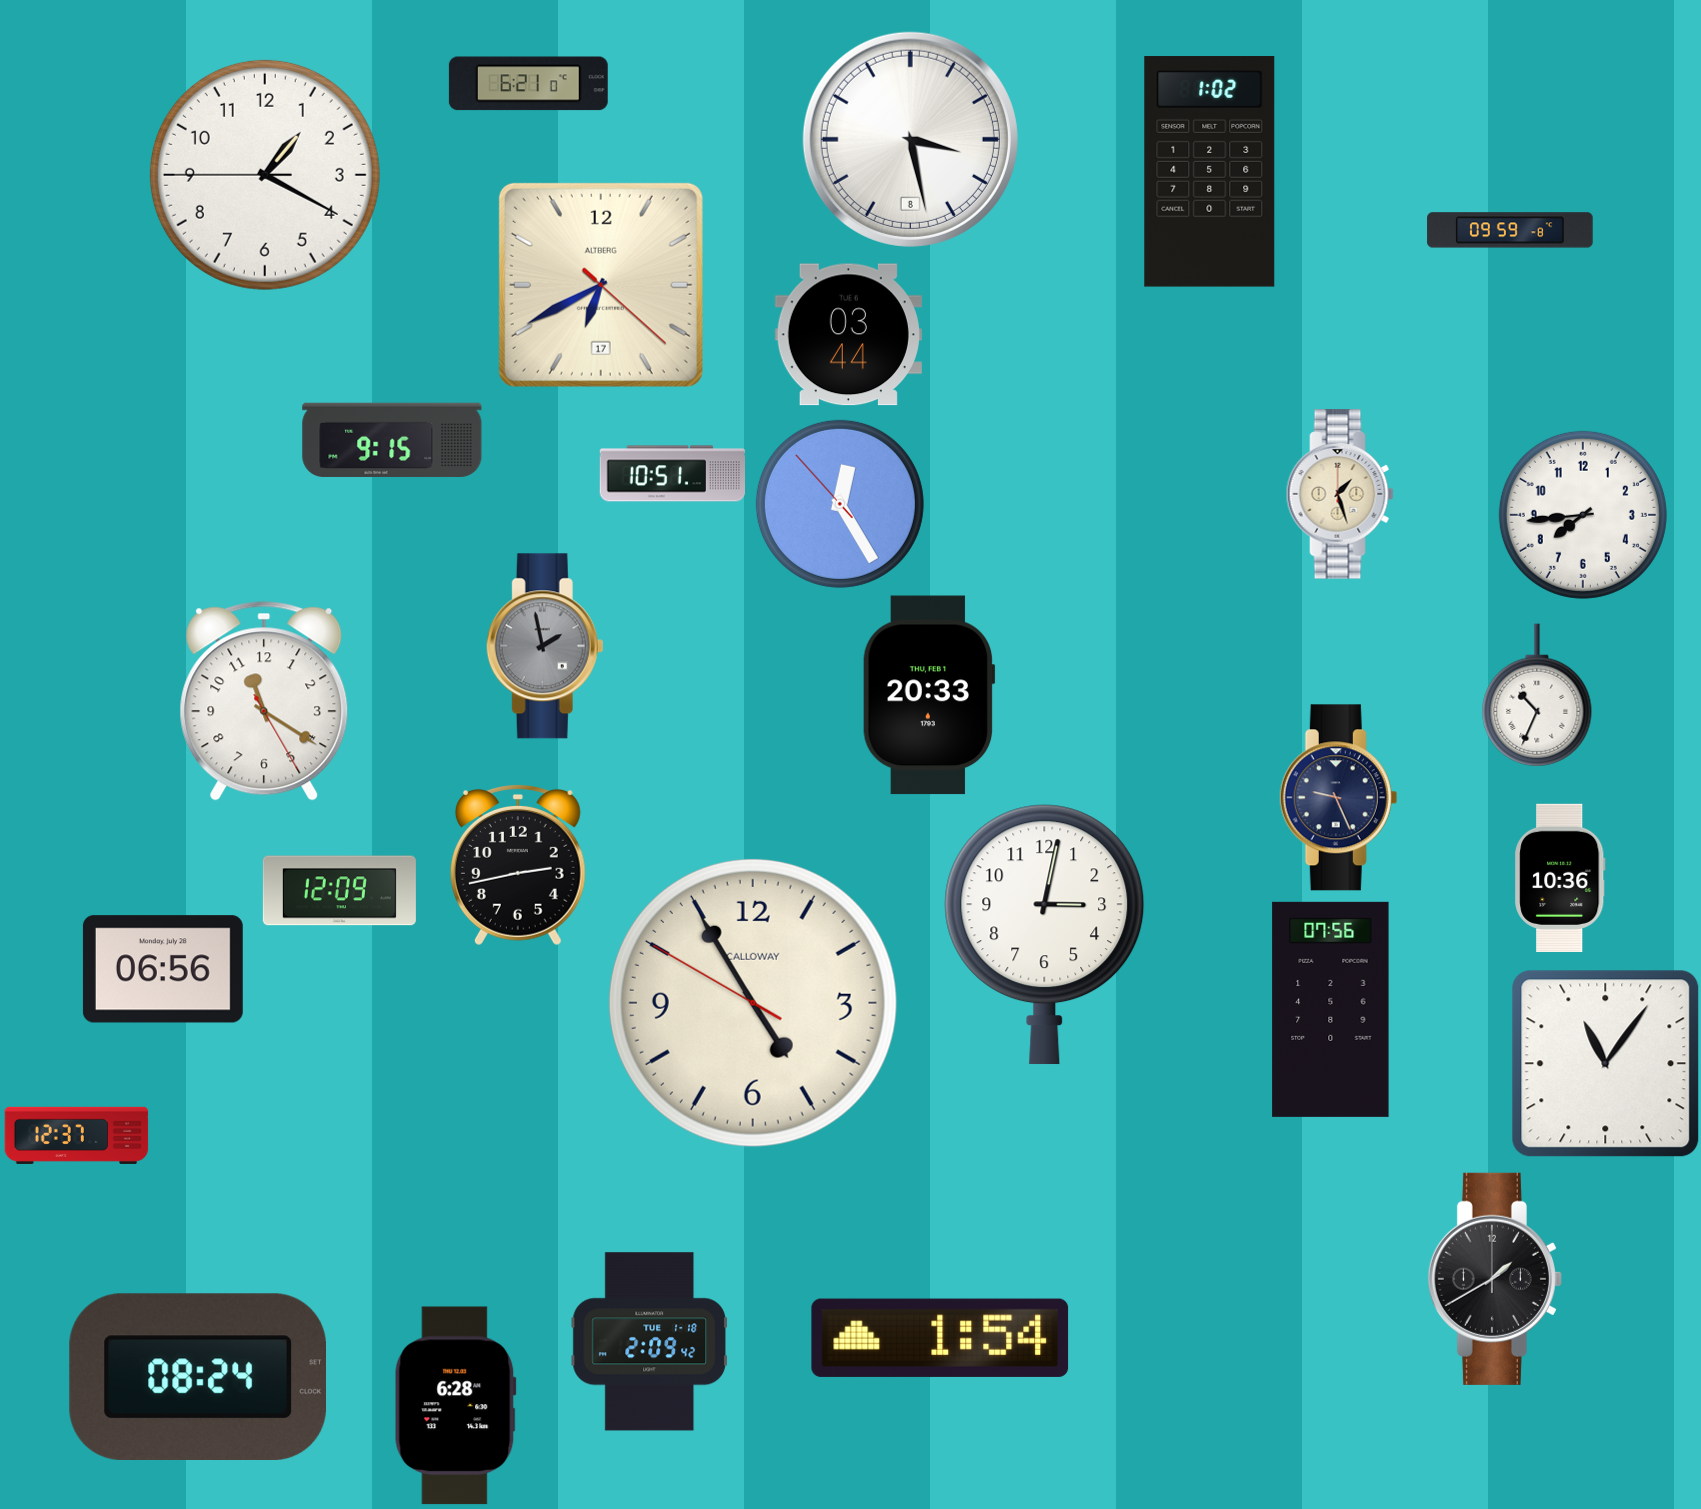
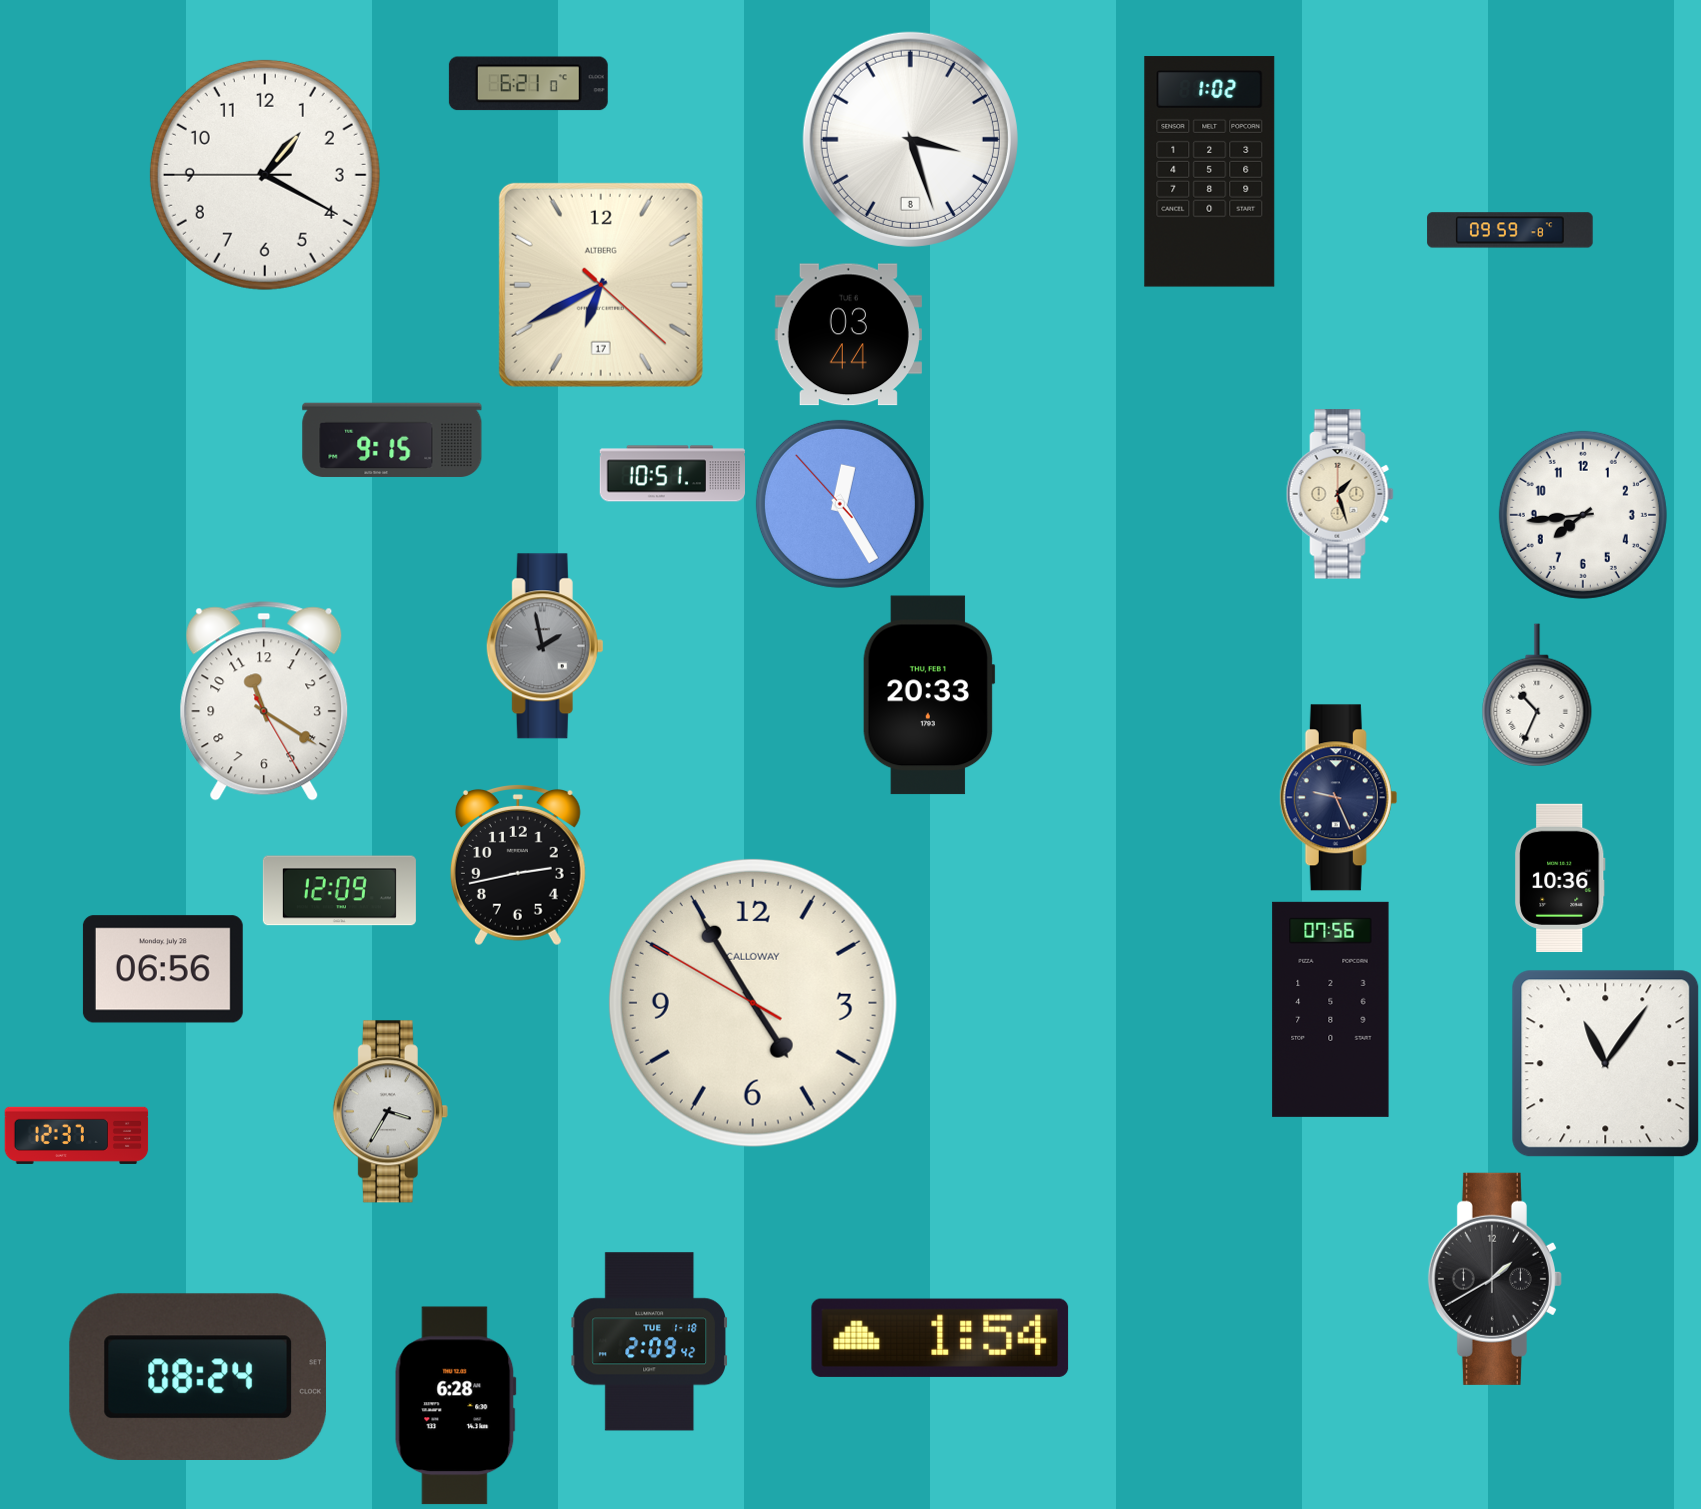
clock at (910, 139): 3:28 -> 3:27
clock at (1045, 935): 3:02 -> none
clock at (390, 1112): none -> 3:35
